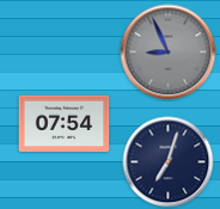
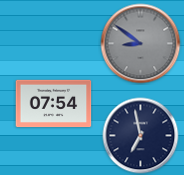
clock at (169, 53): 8:56 -> 8:51
clock at (169, 162): 7:03 -> 6:58
